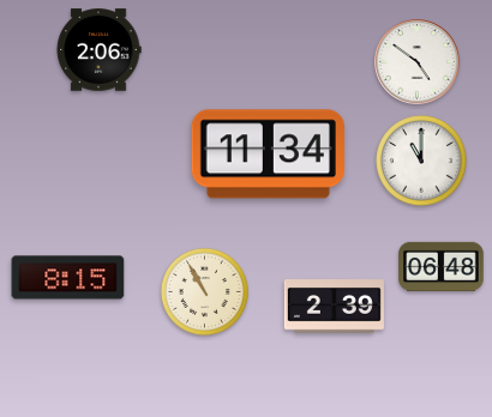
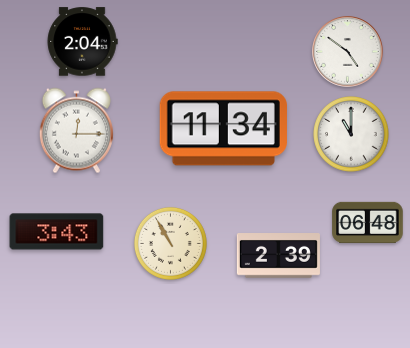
clock at (98, 50): 2:06 -> 2:04
clock at (76, 131): none -> 12:15
clock at (68, 278): 8:15 -> 3:43
